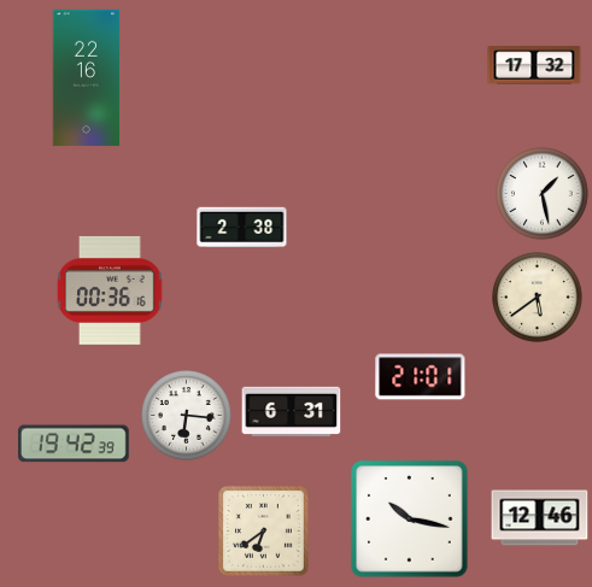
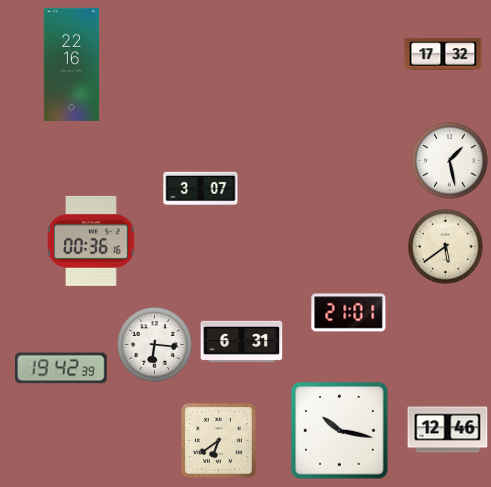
clock at (242, 228): 2:38 -> 3:07
